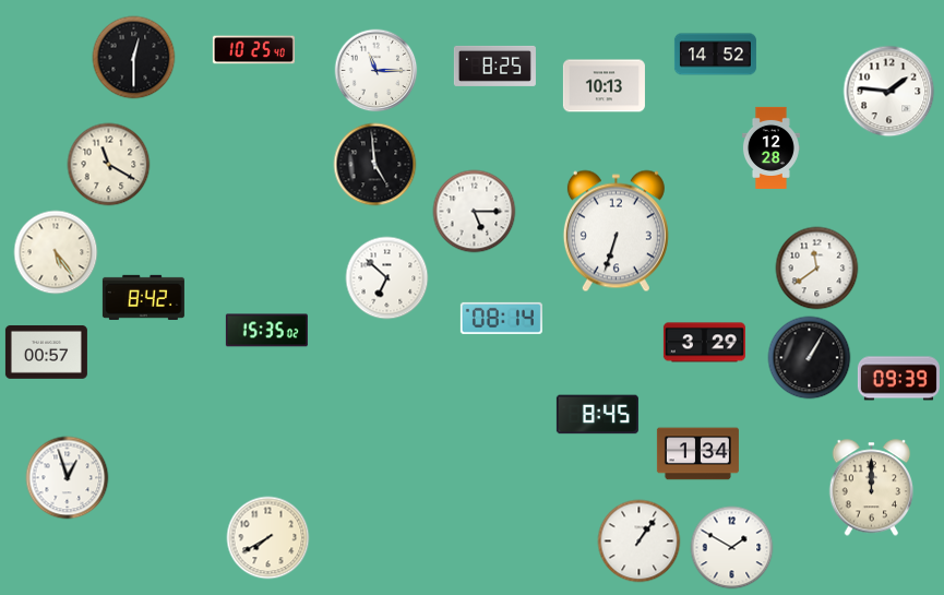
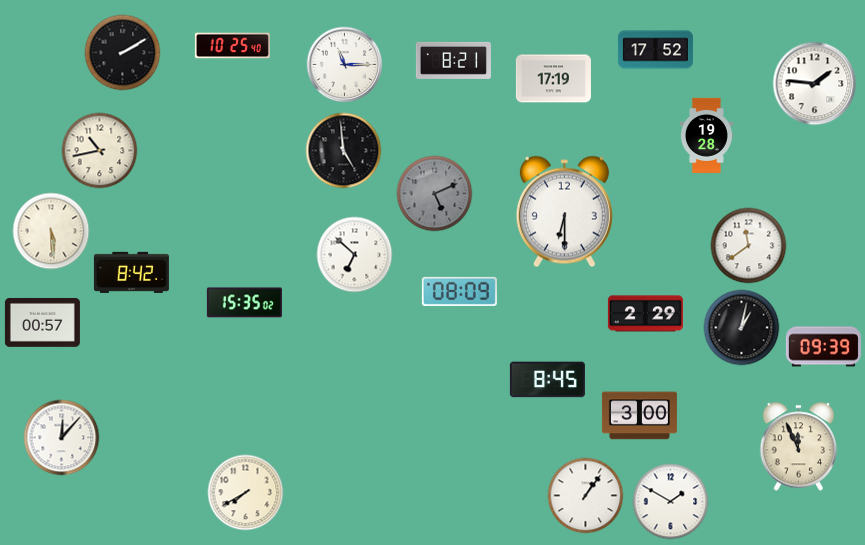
clock at (715, 55): 14:52 -> 17:52
clock at (134, 58): 12:30 -> 2:10
clock at (494, 66): 8:25 -> 8:21
clock at (604, 86): 10:13 -> 17:19
clock at (770, 147): 12:28 -> 19:28
clock at (109, 165): 11:20 -> 10:43
clock at (475, 212): 5:15 -> 5:11
clock at (475, 212) dial: white -> grey
clock at (616, 231): 6:33 -> 6:30
clock at (56, 252): 5:24 -> 5:29
clock at (501, 318): 08:14 -> 08:09
clock at (704, 343): 3:29 -> 2:29
clock at (810, 358): 1:05 -> 1:02
clock at (697, 454): 1:34 -> 3:00
clock at (68, 478): 12:57 -> 12:07
clock at (872, 488): 12:00 -> 11:56
